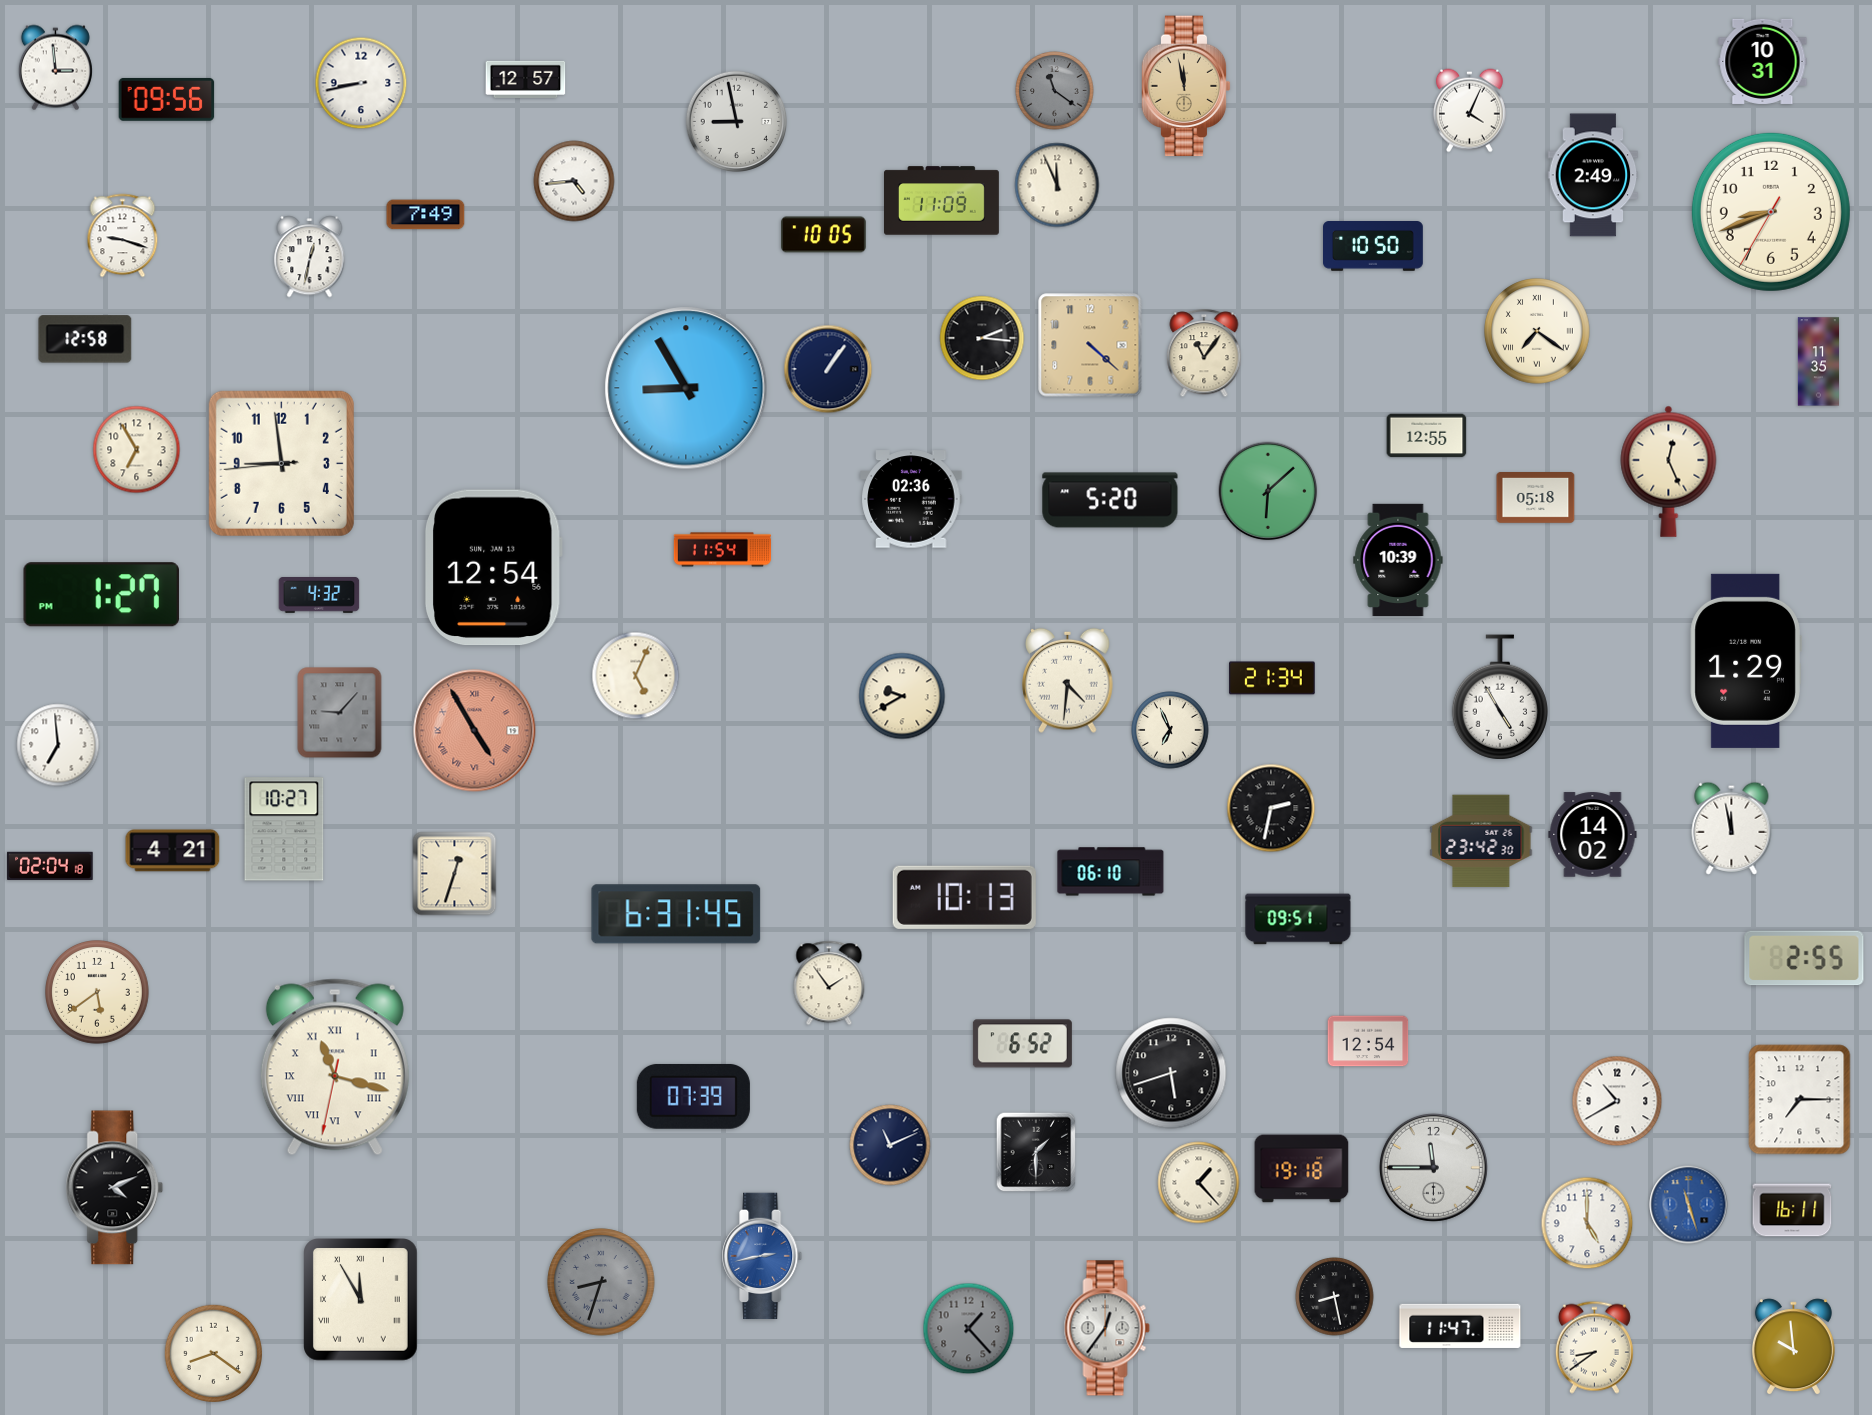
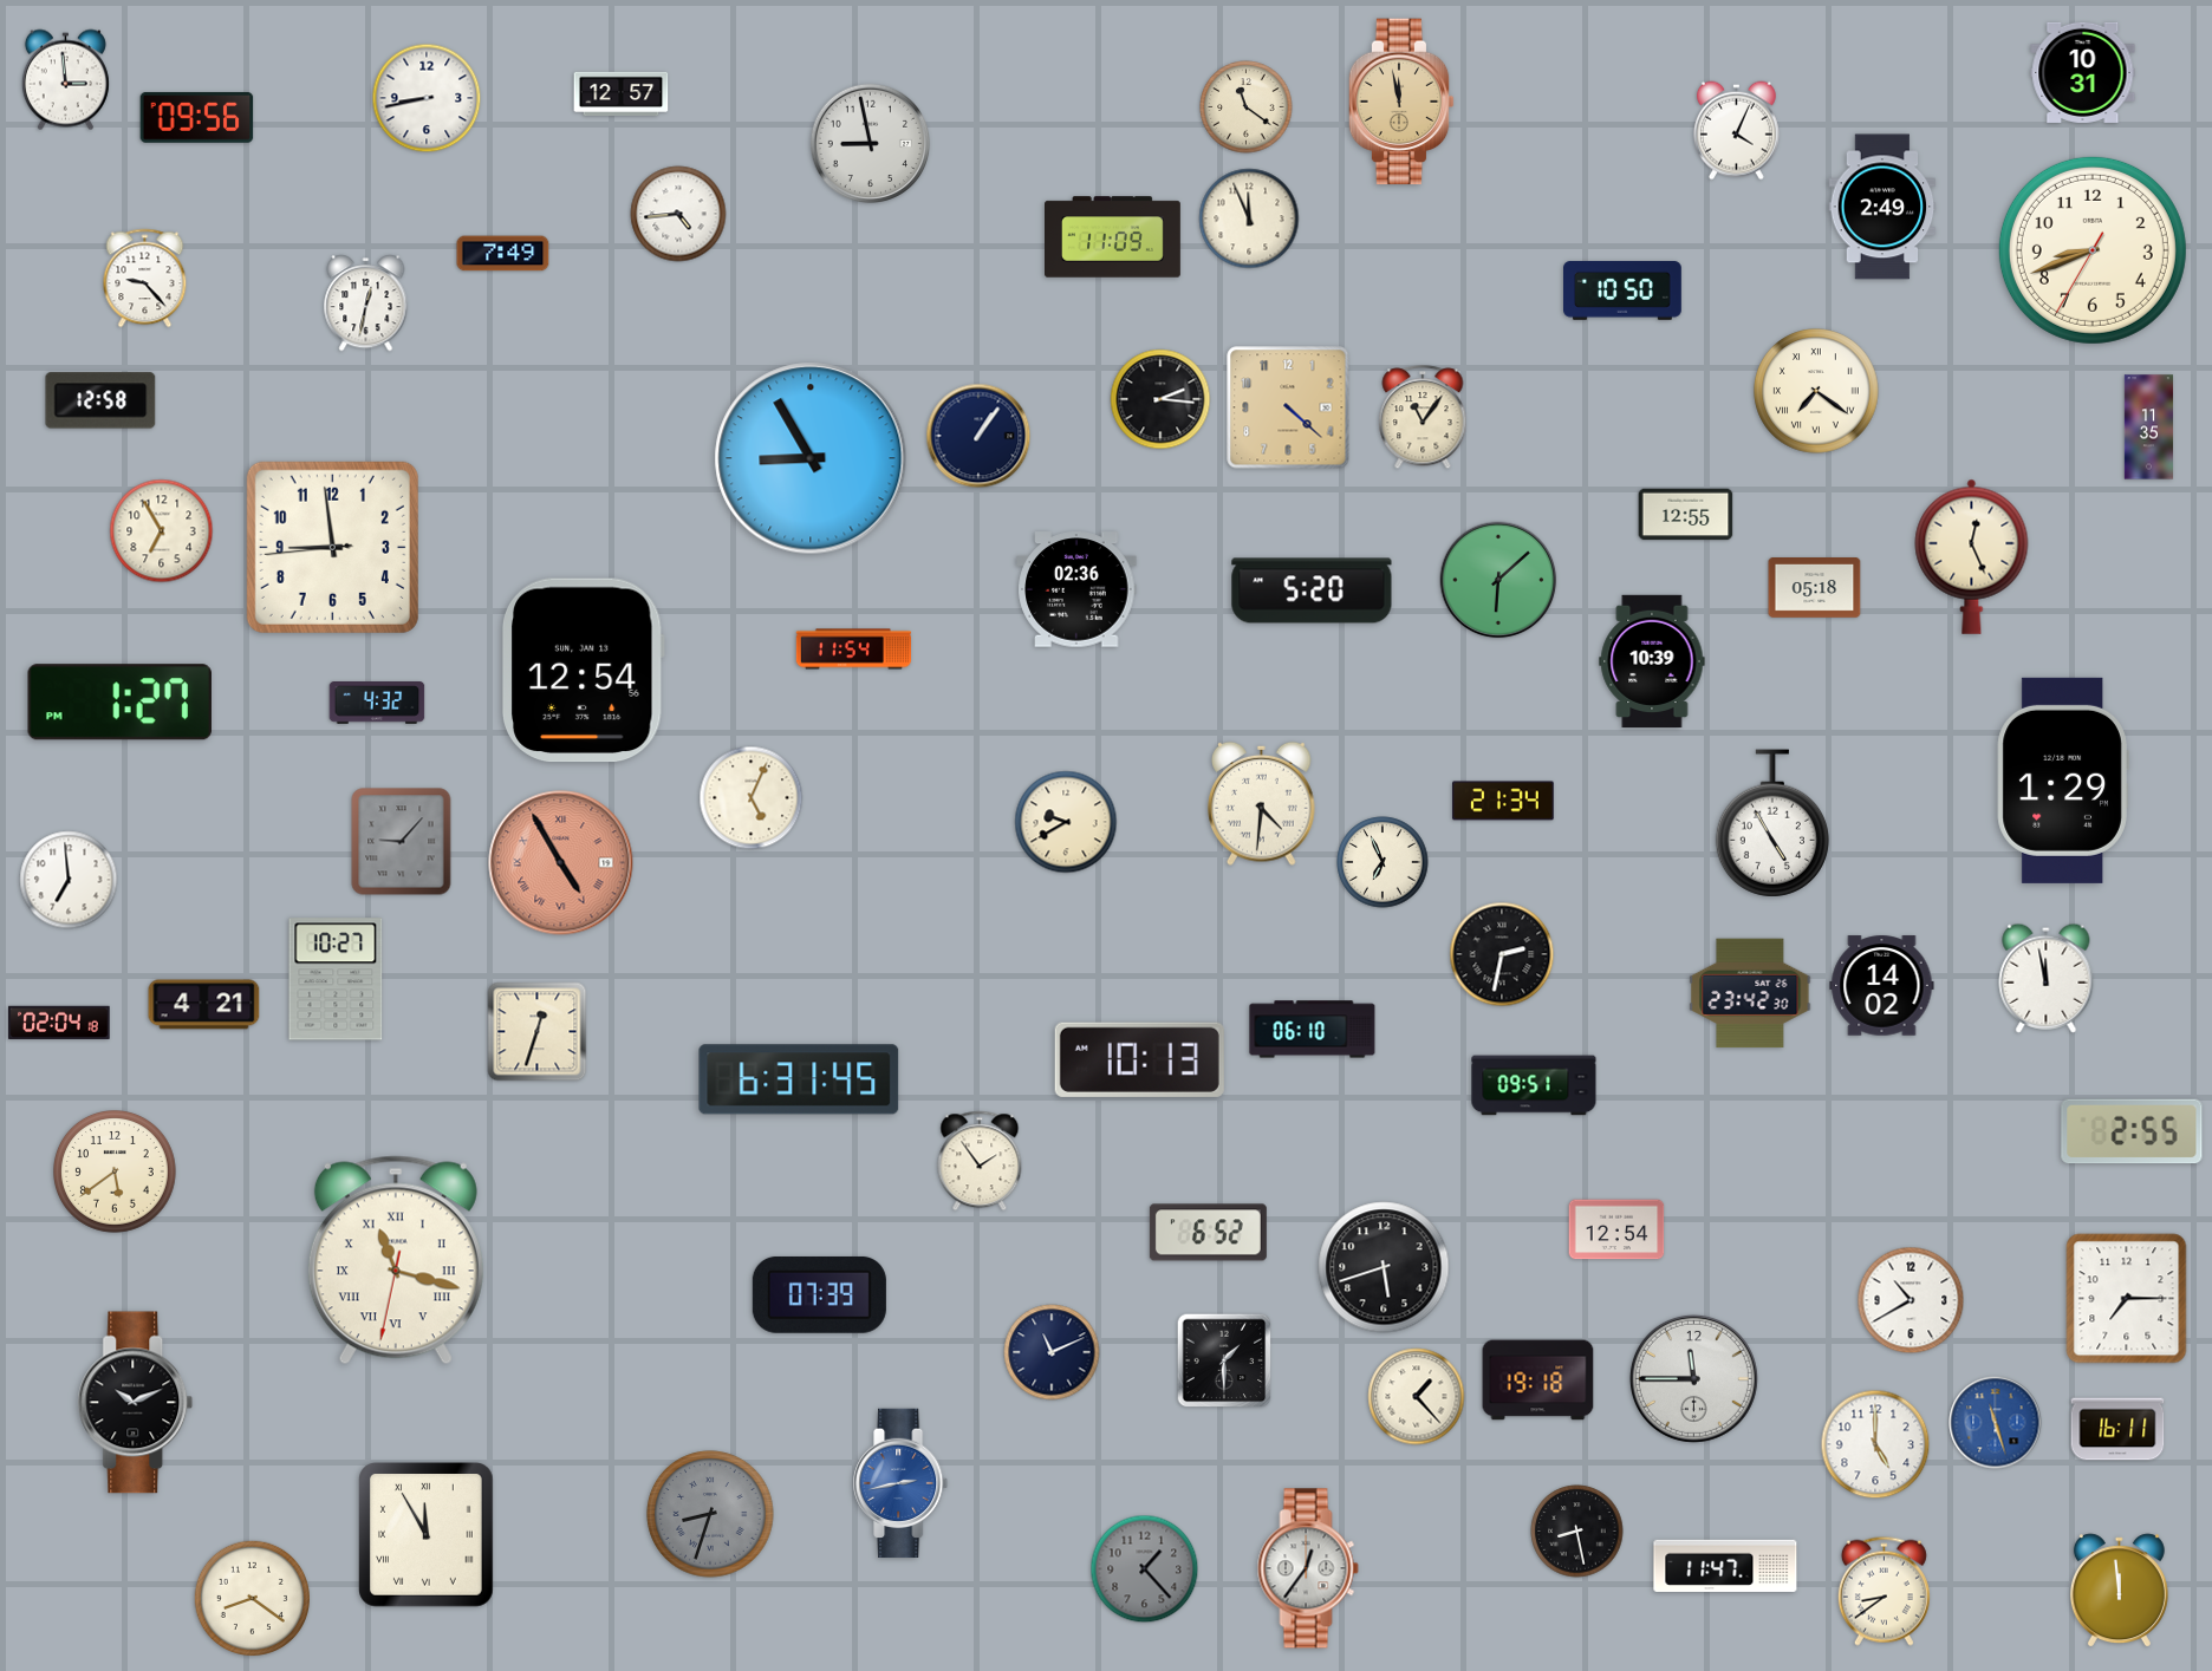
clock at (1055, 91) dial: grey -> cream
clock at (824, 235): 10:05 -> none
clock at (123, 236): 9:18 -> 9:23
clock at (115, 1188): 4:11 -> 10:11
clock at (1793, 1347): 9:59 -> 11:59
